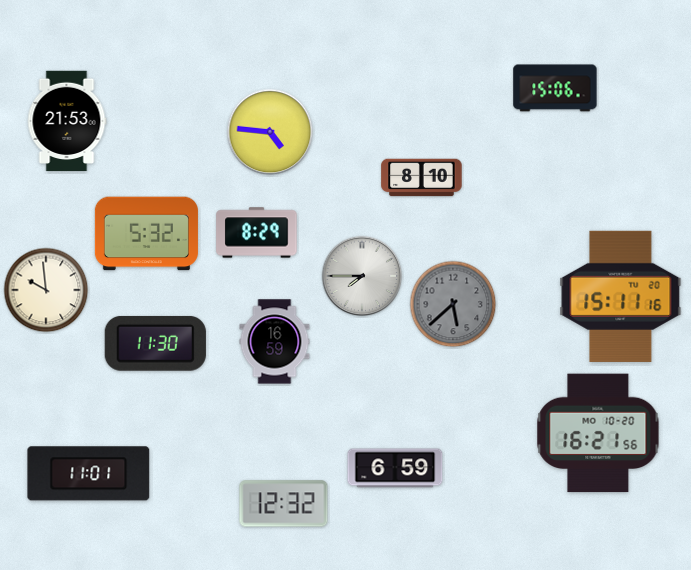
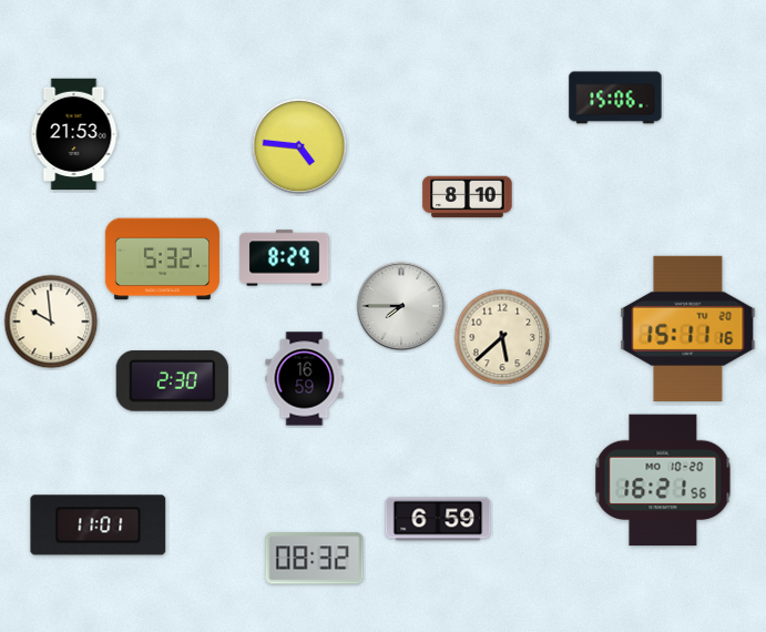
clock at (453, 304) dial: grey -> cream
clock at (155, 343): 11:30 -> 2:30
clock at (284, 504): 12:32 -> 08:32
